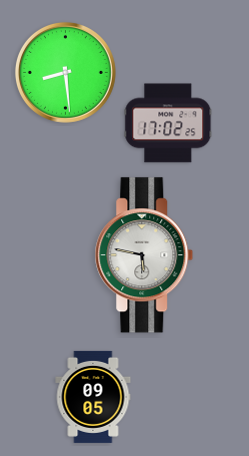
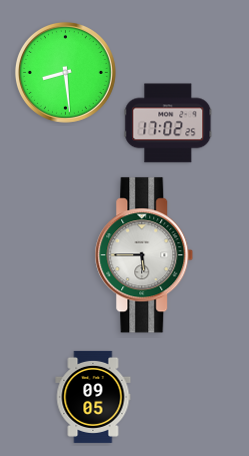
clock at (144, 255): 5:47 -> 5:45
